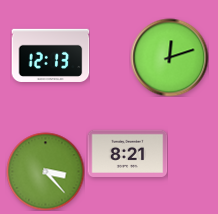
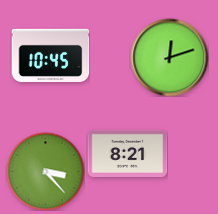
clock at (50, 55): 12:13 -> 10:45
